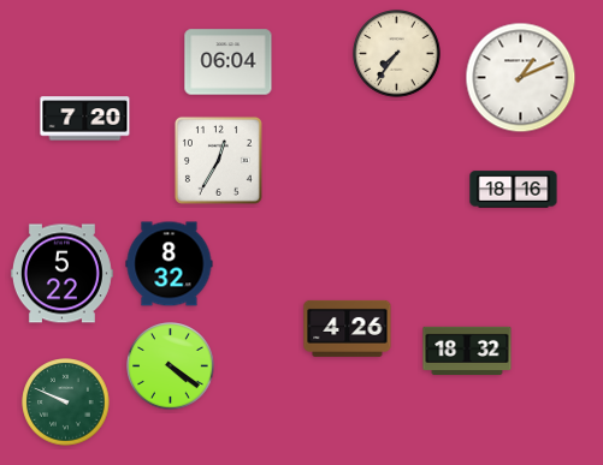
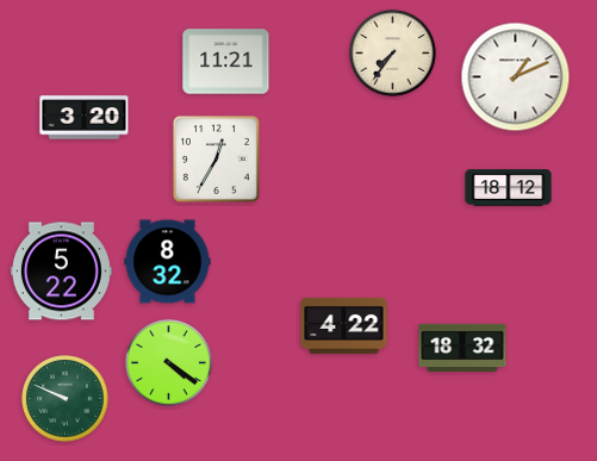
clock at (229, 62): 06:04 -> 11:21
clock at (85, 119): 7:20 -> 3:20
clock at (514, 190): 18:16 -> 18:12
clock at (348, 328): 4:26 -> 4:22
